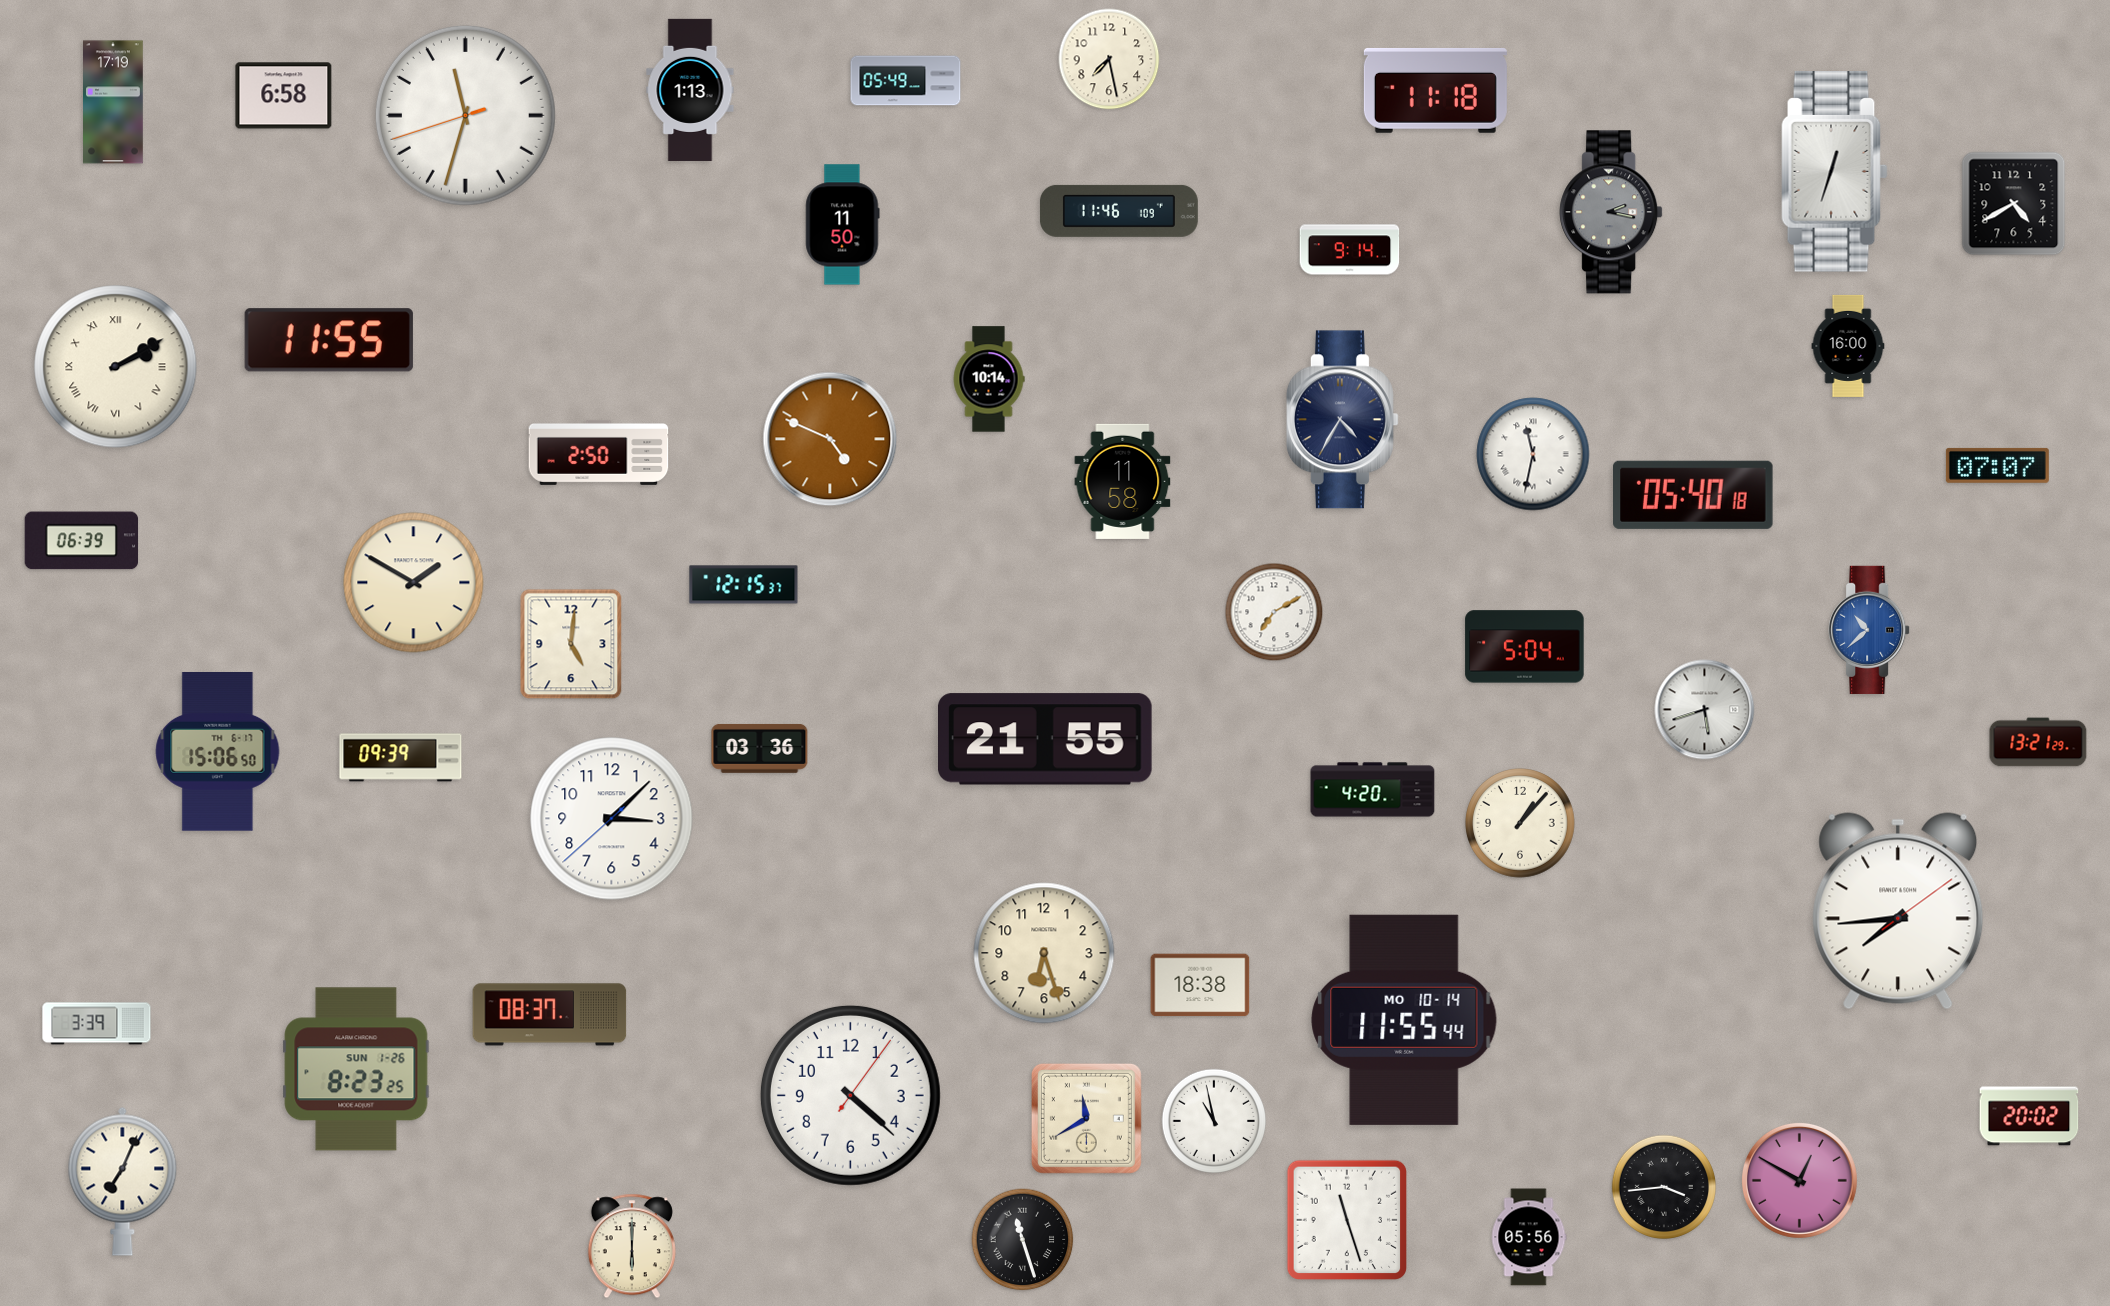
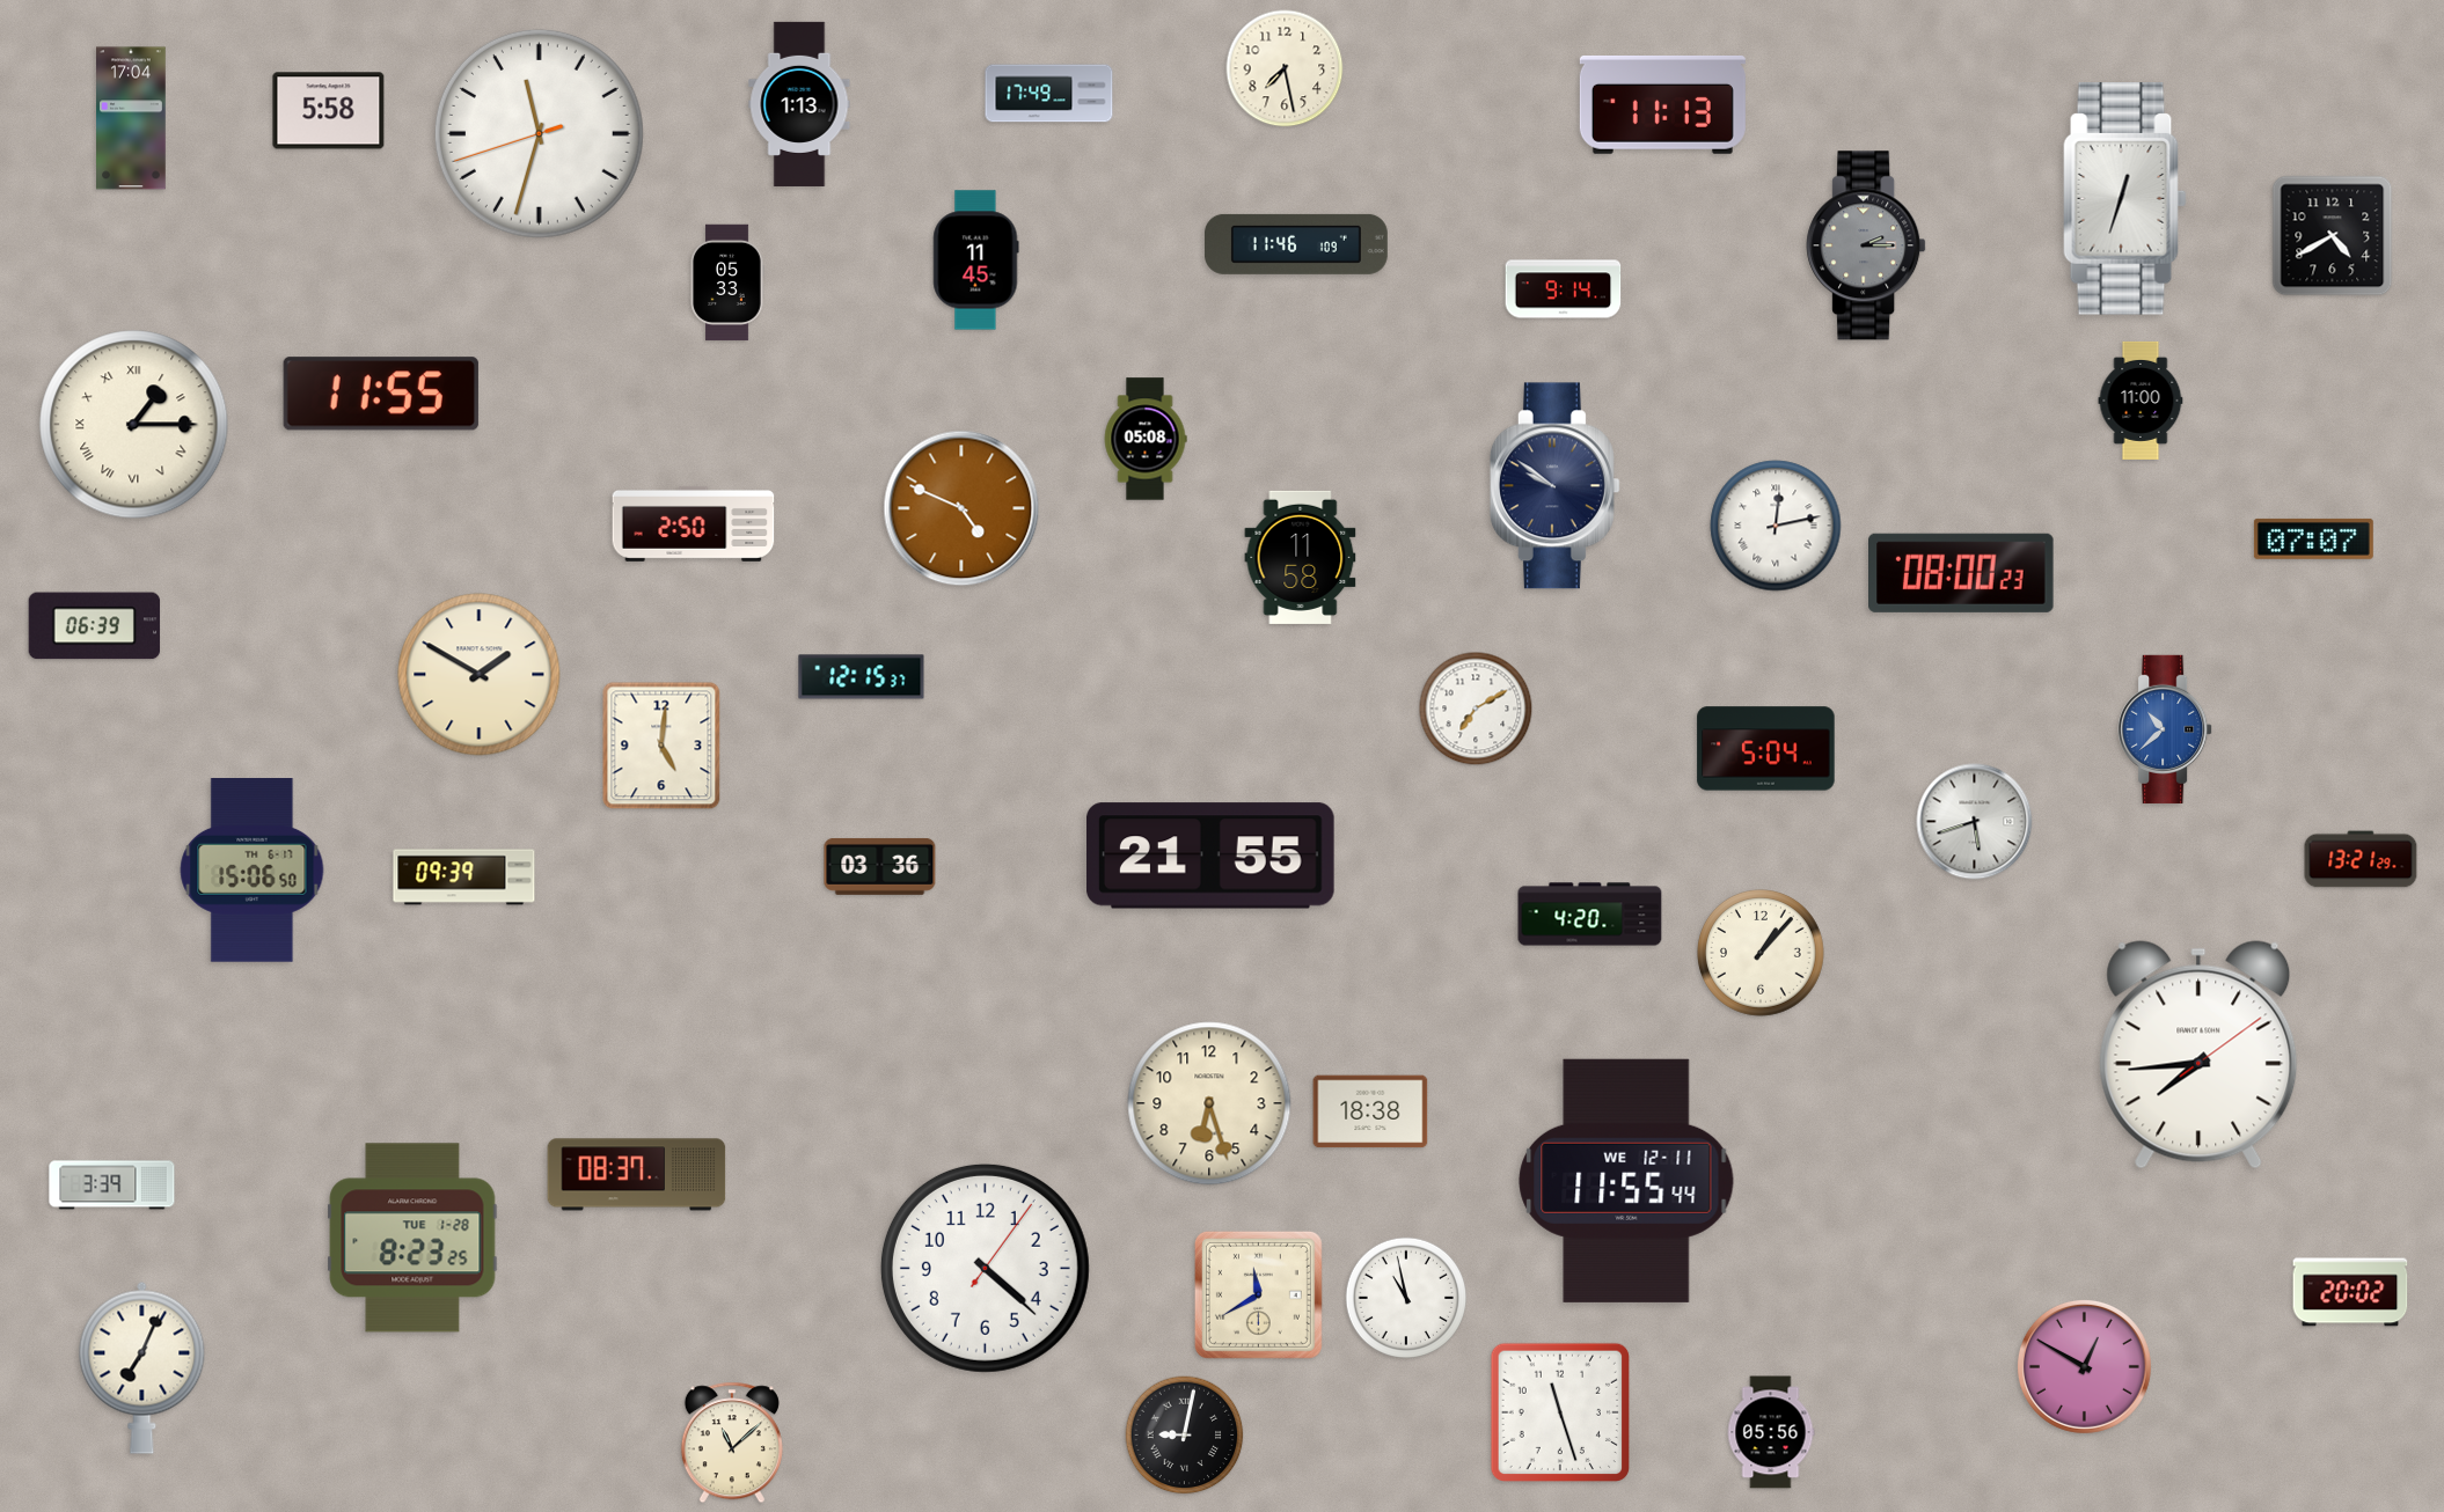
clock at (906, 81): 05:49 -> 17:49
clock at (1435, 90): 11:18 -> 11:13
clock at (284, 96): 6:58 -> 5:58
clock at (114, 102): 17:19 -> 17:04
clock at (1611, 212): 2:17 -> 2:15
clock at (843, 225): 11:50 -> 11:45
clock at (727, 282): none -> 05:33
clock at (1848, 346): 16:00 -> 11:00
clock at (116, 367): 2:10 -> 1:15
clock at (989, 379): 10:14 -> 05:08
clock at (1342, 420): 4:35 -> 9:51
clock at (1533, 454): 11:32 -> 12:13
clock at (1694, 495): 05:40 -> 08:00
clock at (612, 819): 3:07 -> none
clock at (1200, 985) position: (1200, 985) -> (1370, 1111)
clock at (1404, 1020) date: MO 10-14 -> WE 12-11
clock at (356, 1069) date: SUN 1-26 -> TUE 1-28
clock at (1663, 1186): 3:44 -> none
clock at (1023, 1240): 11:27 -> 9:02
clock at (632, 1246): 6:00 -> 11:08
